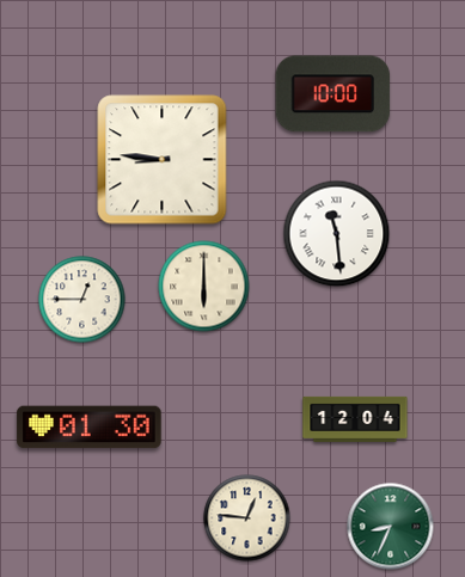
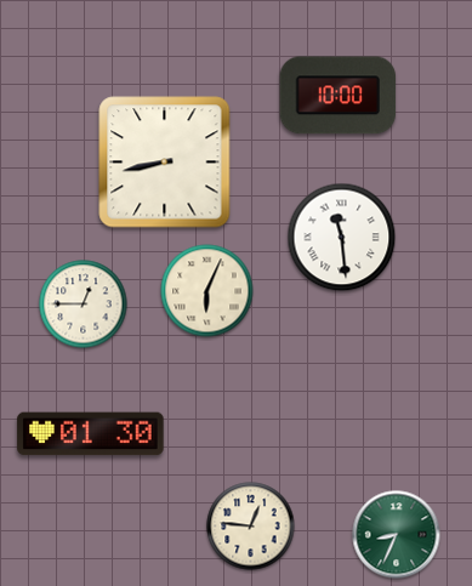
clock at (163, 160): 8:46 -> 8:43
clock at (204, 287): 6:00 -> 6:04
clock at (355, 419): 12:04 -> none
